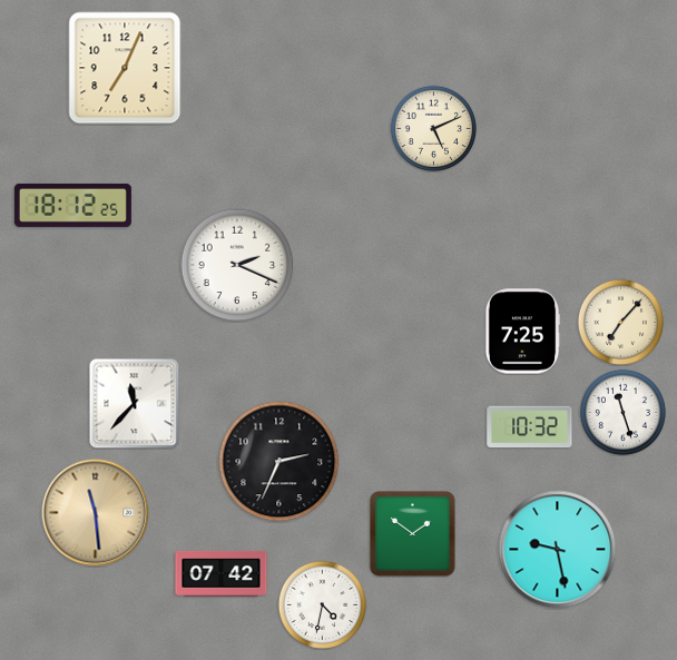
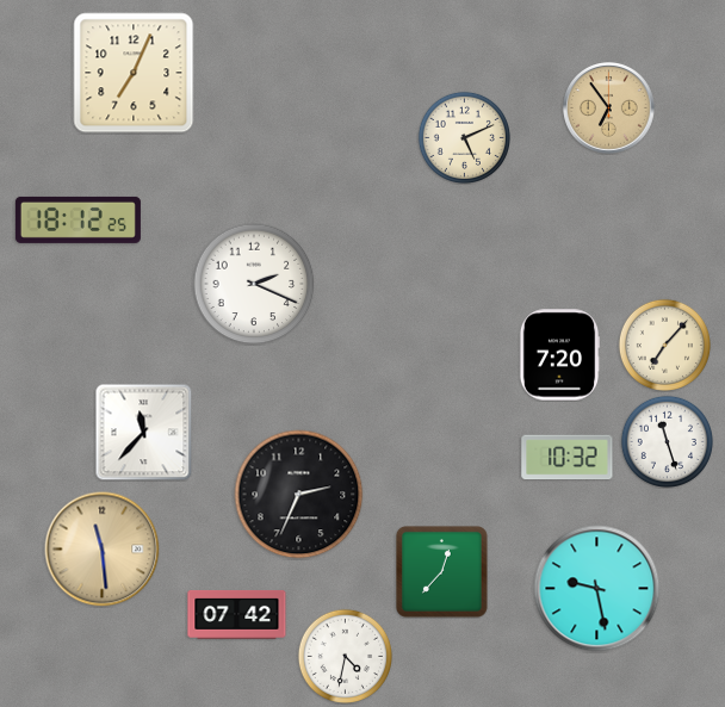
clock at (609, 108): none -> 6:54
clock at (522, 332): 7:25 -> 7:20
clock at (413, 534): 1:51 -> 12:37
clock at (322, 604) position: (322, 604) -> (345, 656)
